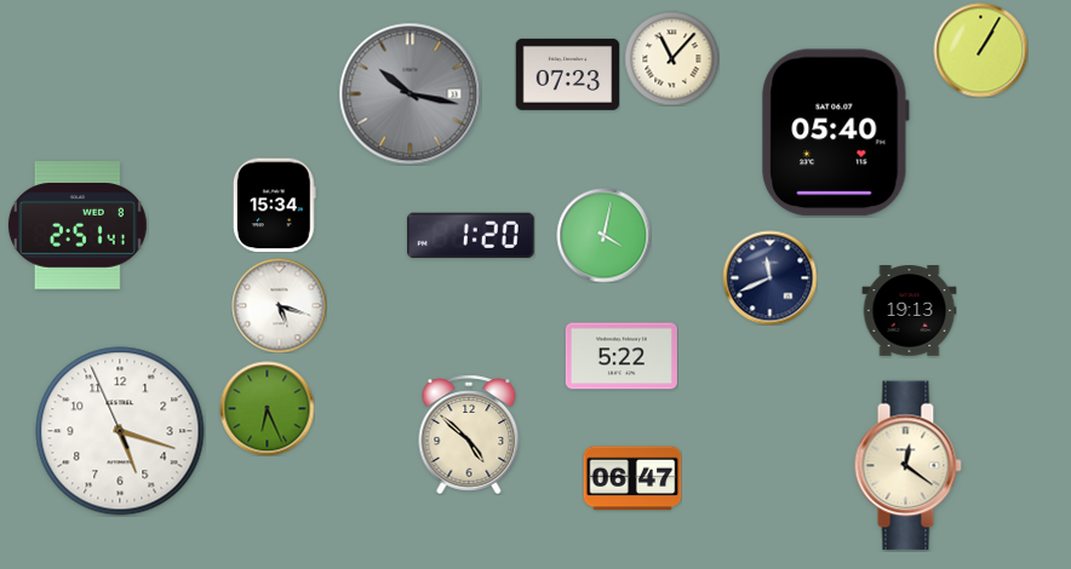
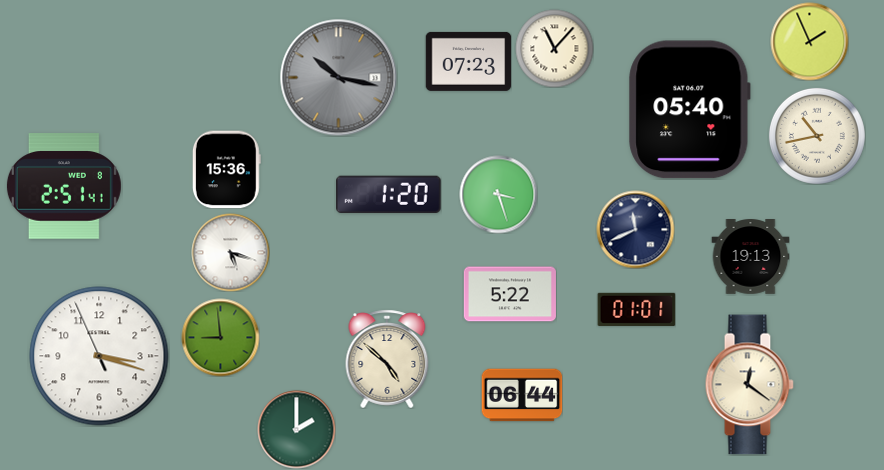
clock at (980, 50): 1:05 -> 1:56
clock at (817, 136): none -> 10:43
clock at (274, 205): 15:34 -> 15:36
clock at (603, 235): 4:02 -> 3:27
clock at (622, 356) position: (622, 356) -> (510, 294)
clock at (636, 309): none -> 01:01
clock at (267, 408): 6:26 -> 8:59
clock at (120, 431): 5:17 -> 3:17
clock at (632, 478): 06:47 -> 06:44
clock at (296, 429): none -> 2:00
